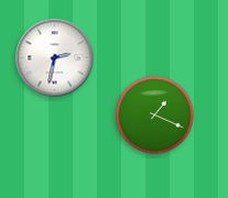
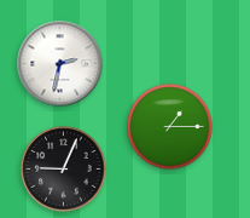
clock at (155, 116): 1:19 -> 1:15
clock at (64, 170): none -> 9:04
